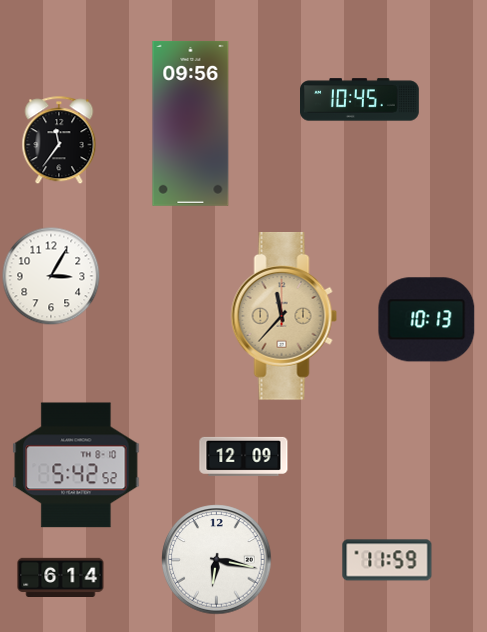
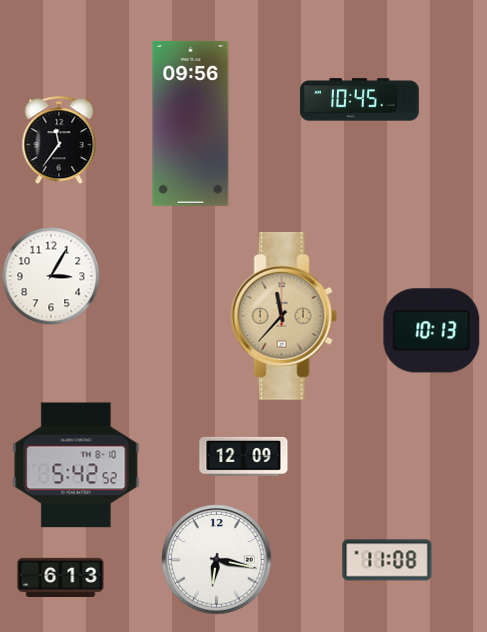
clock at (427, 320) position: (427, 320) -> (432, 331)
clock at (387, 560): 11:59 -> 11:08
clock at (61, 577): 6:14 -> 6:13
